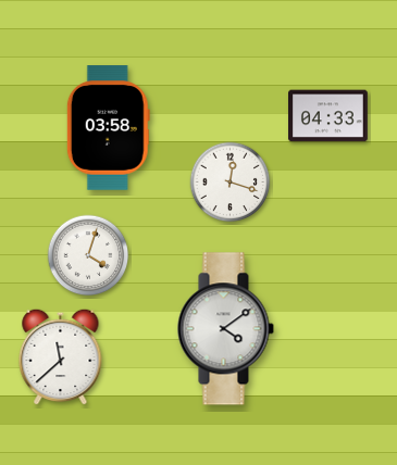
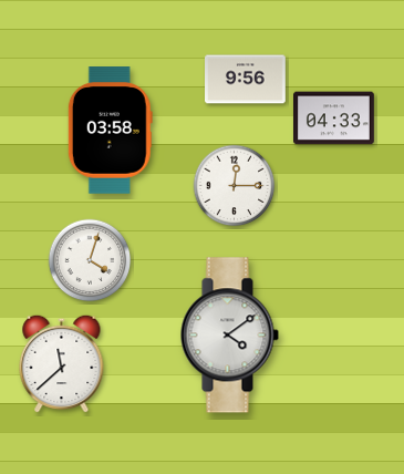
clock at (246, 80): none -> 9:56
clock at (231, 183): 12:18 -> 12:15
